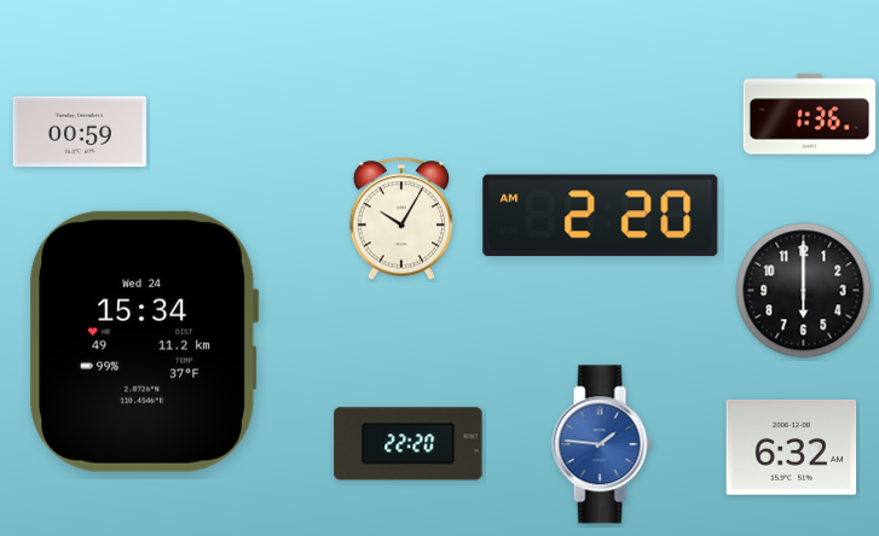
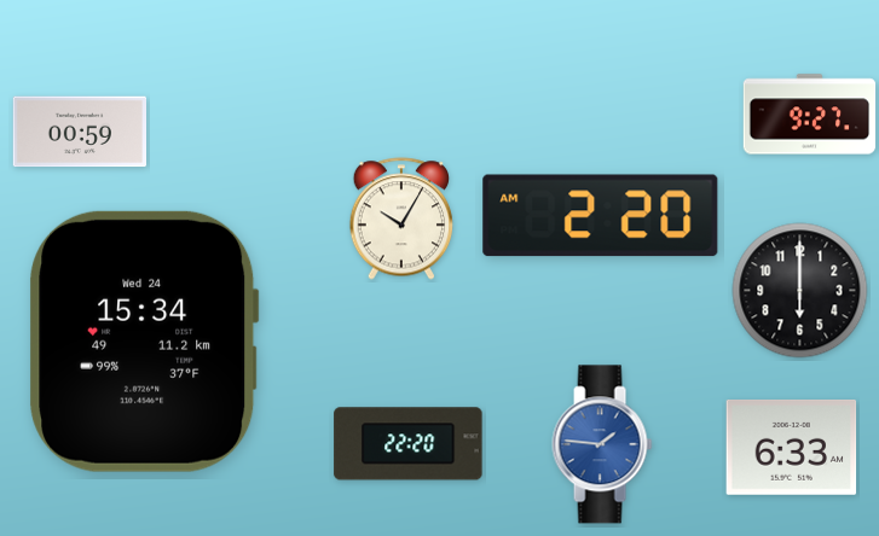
clock at (810, 115): 1:36 -> 9:27
clock at (804, 291) position: (804, 291) -> (800, 291)
clock at (792, 447): 6:32 -> 6:33
